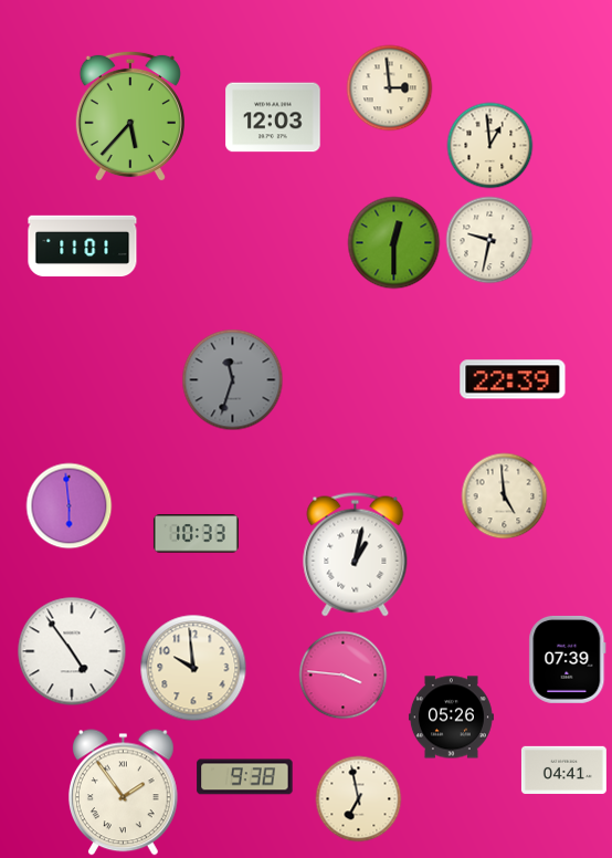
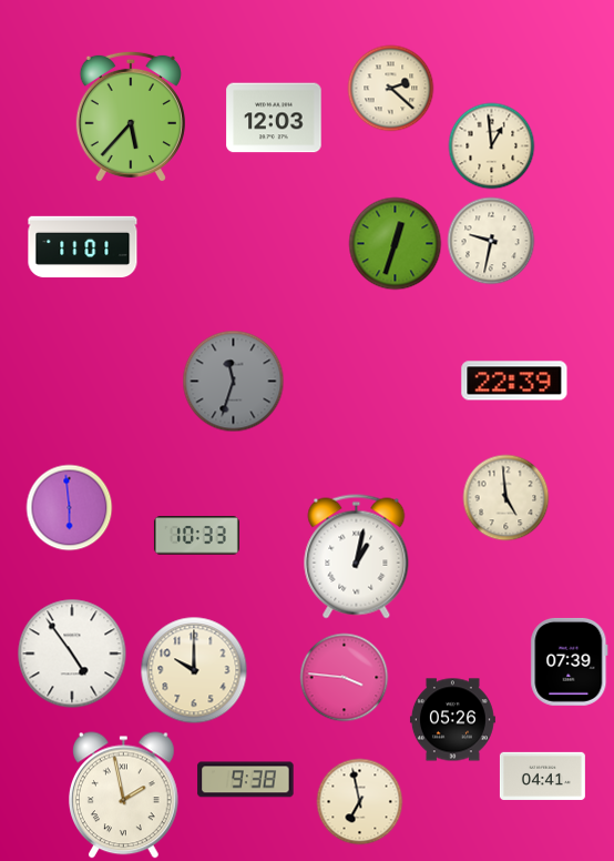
clock at (389, 87): 2:59 -> 2:22
clock at (393, 242): 12:30 -> 12:33
clock at (193, 668): 9:59 -> 10:00
clock at (563, 770) position: (563, 770) -> (542, 776)
clock at (123, 793): 1:54 -> 1:58
